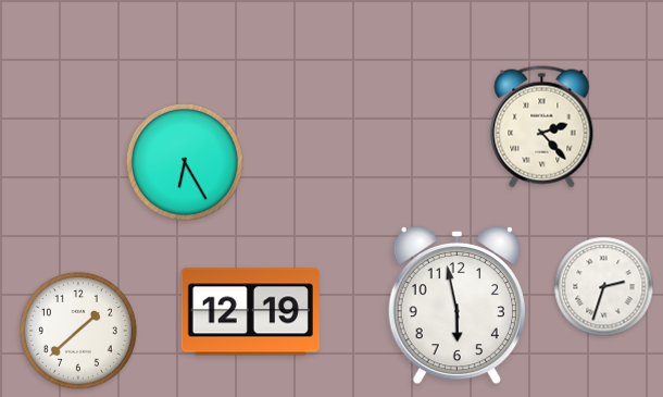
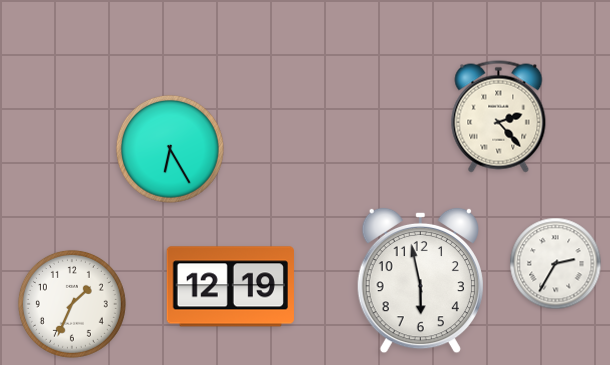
clock at (604, 287): 2:33 -> 2:35
clock at (78, 331): 1:38 -> 1:34
